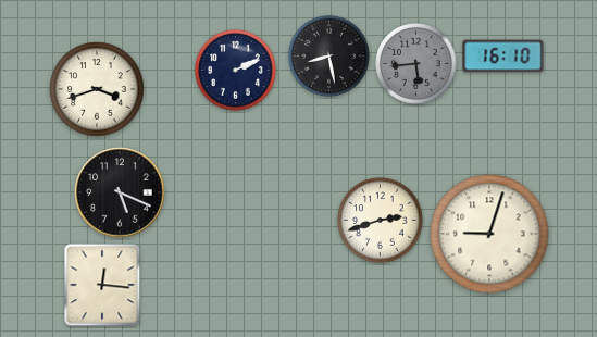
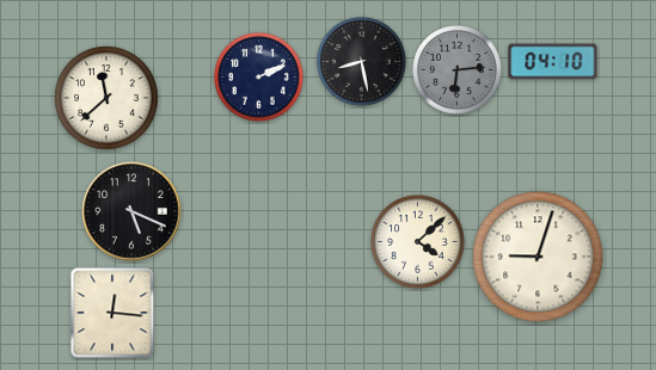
clock at (503, 57): 16:10 -> 04:10
clock at (416, 64): 5:44 -> 6:14
clock at (97, 89): 3:42 -> 11:38
clock at (381, 221): 2:42 -> 4:08
